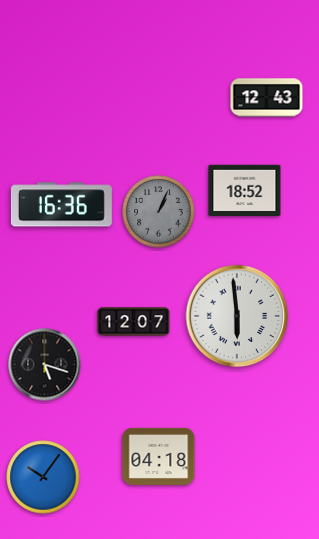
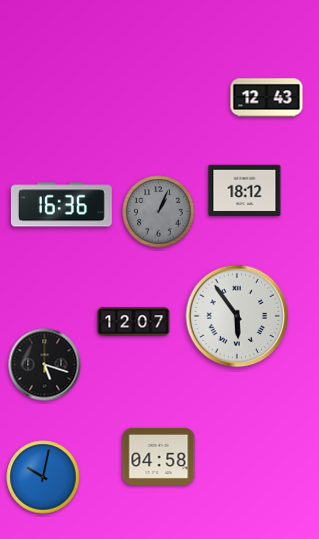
clock at (245, 191): 18:52 -> 18:12
clock at (237, 316): 5:59 -> 5:54
clock at (159, 456): 04:18 -> 04:58
clock at (43, 477): 10:06 -> 10:02
